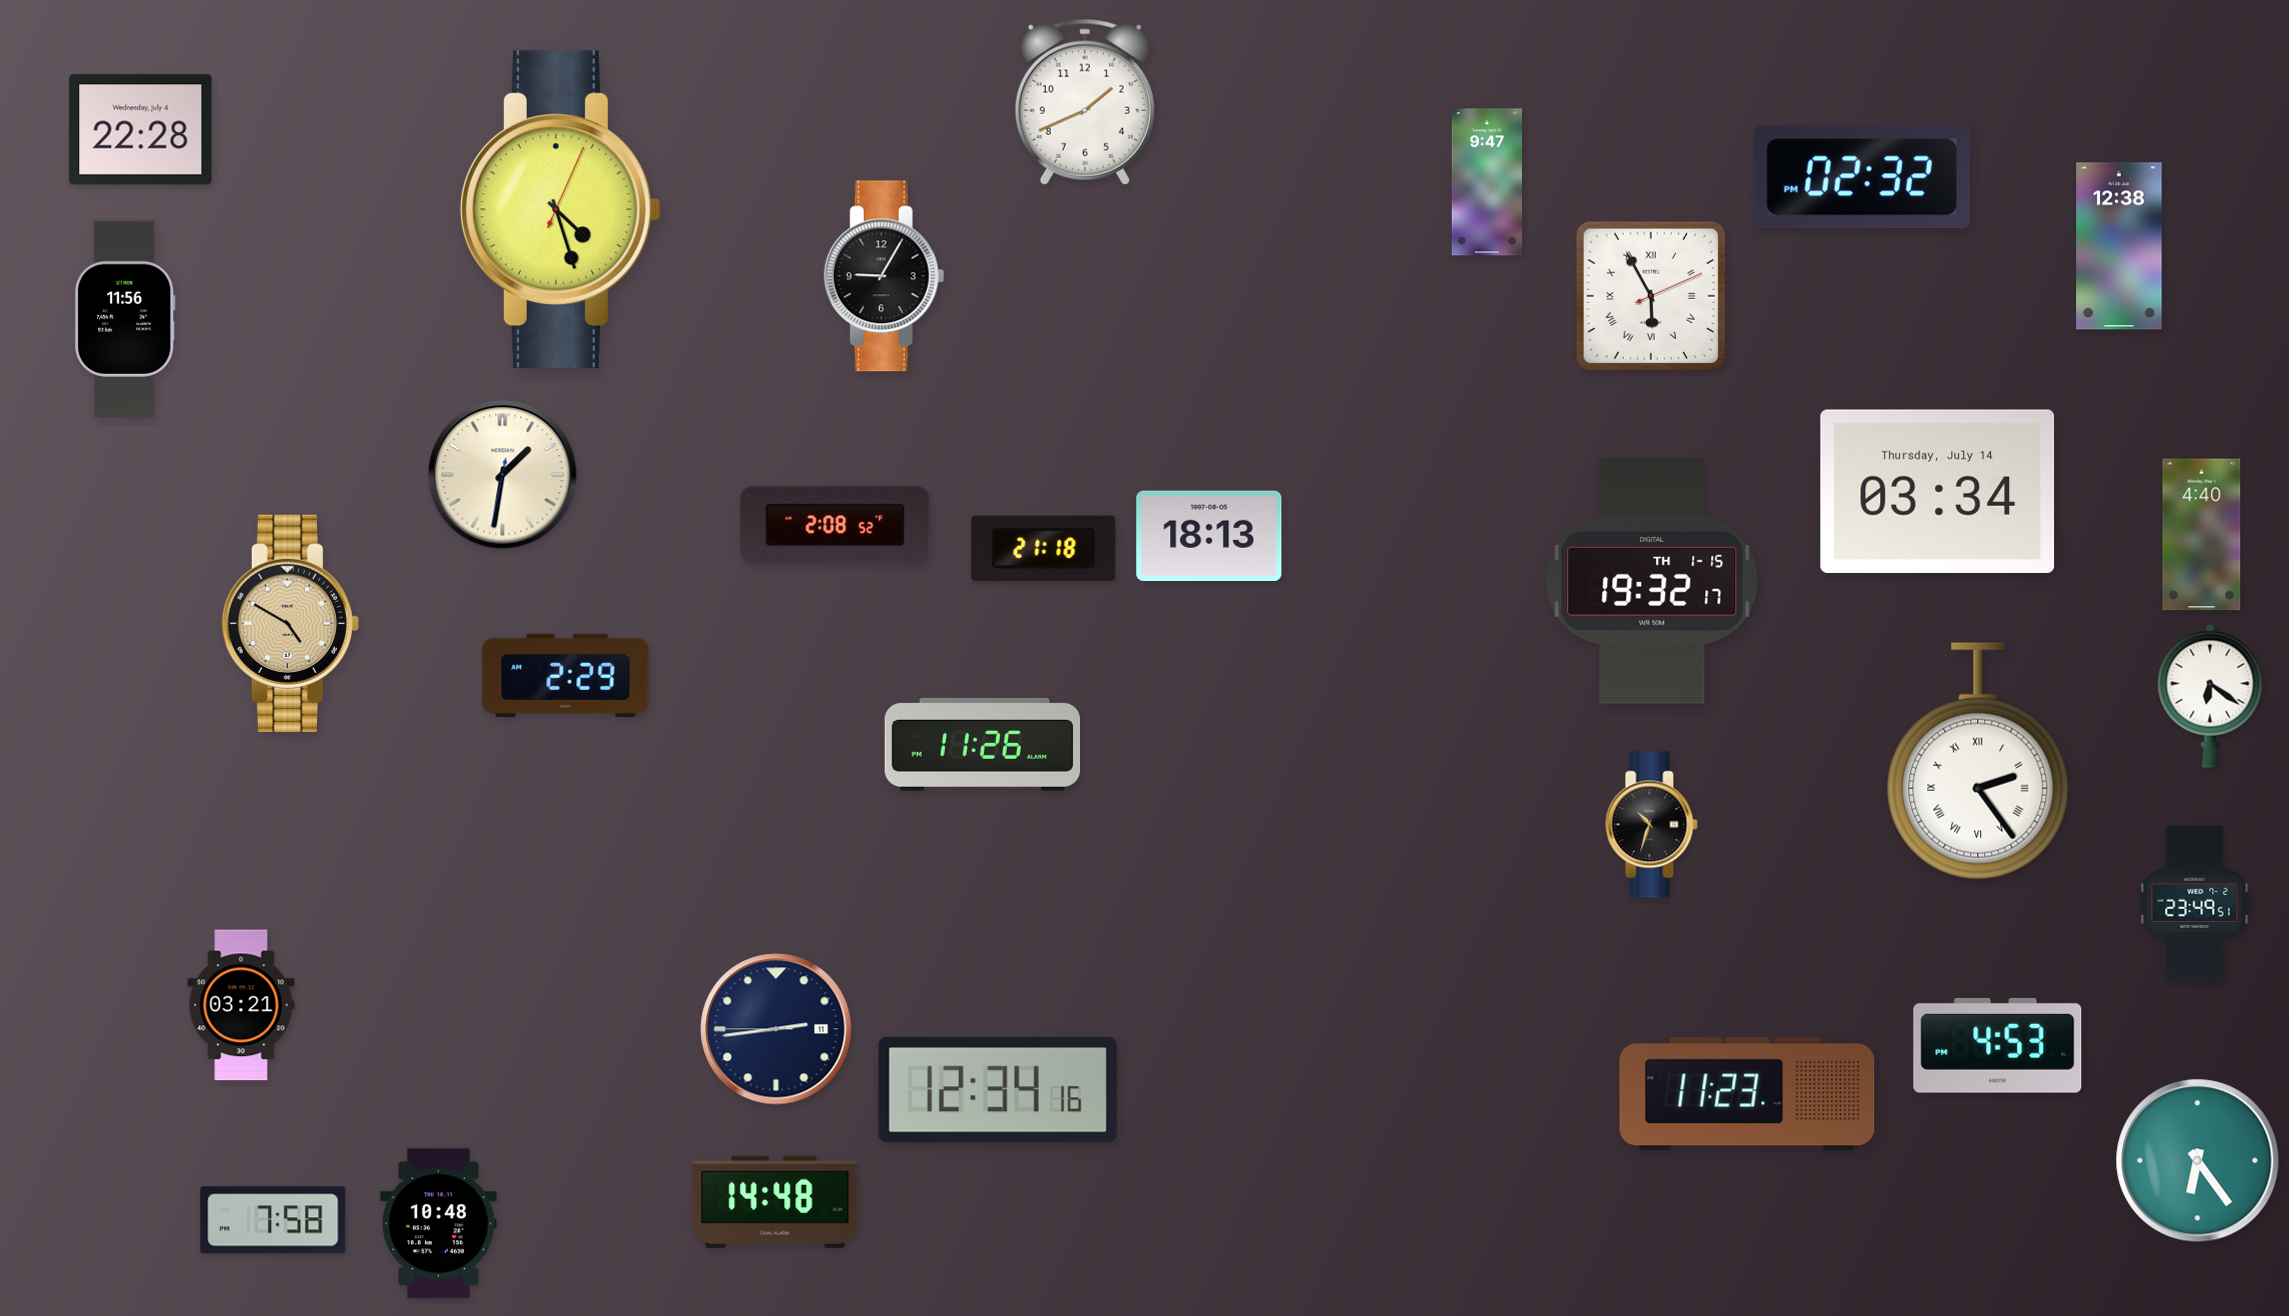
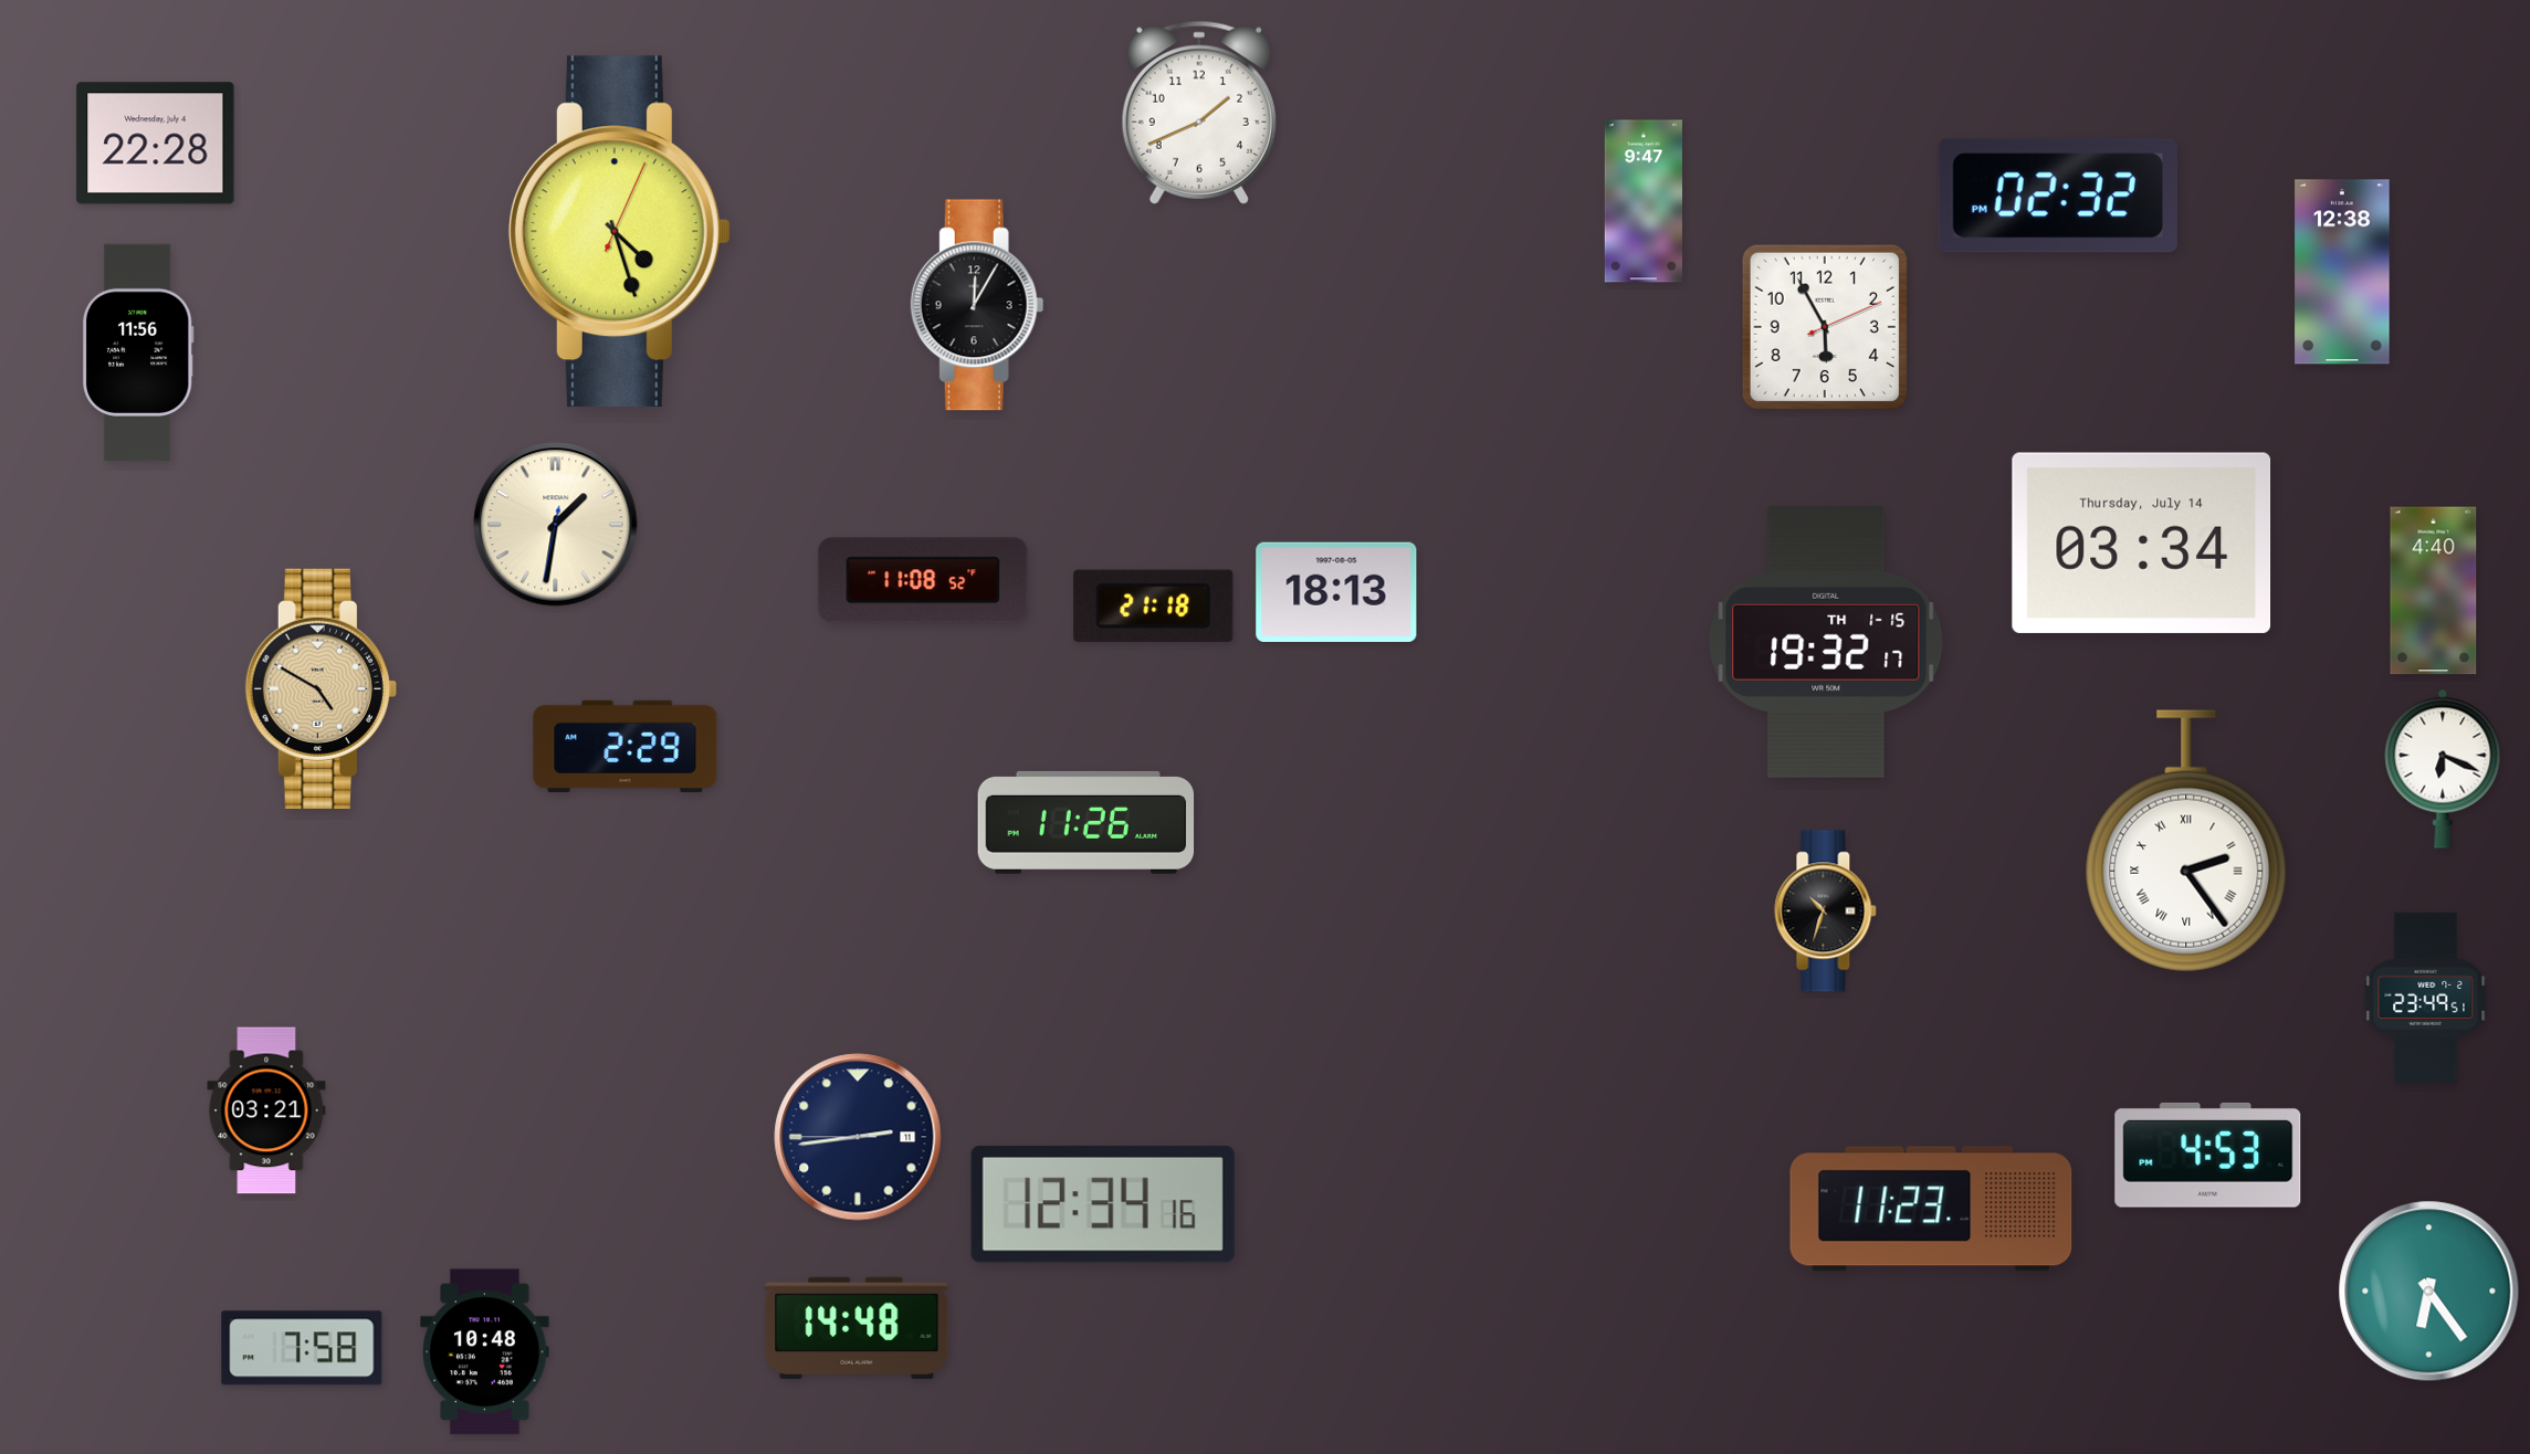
clock at (884, 276): 9:05 -> 12:05
clock at (1651, 296) numerals: Roman -> Arabic
clock at (835, 525): 2:08 -> 11:08
clock at (2210, 696): 6:21 -> 6:19
clock at (2198, 1161) position: (2198, 1161) -> (2429, 1292)
